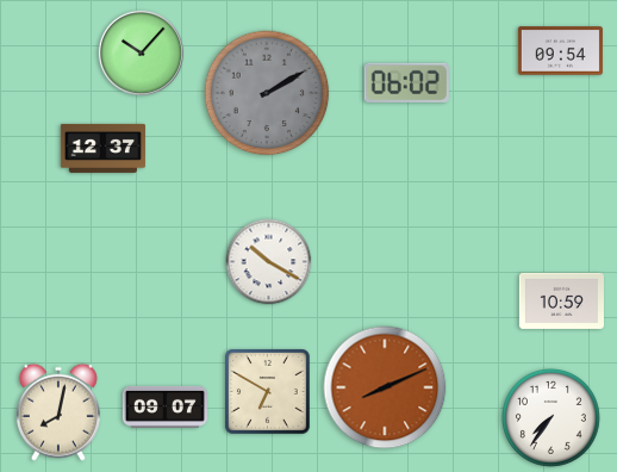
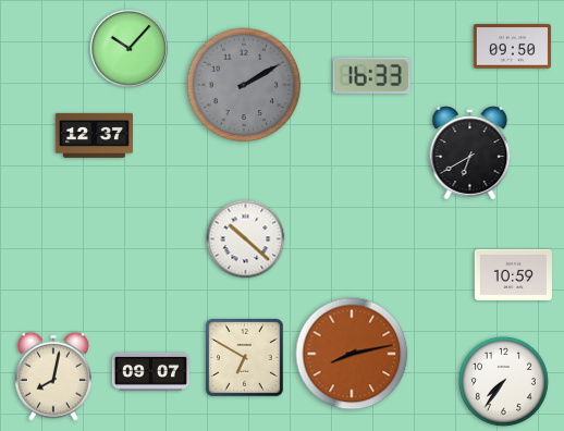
clock at (560, 51): 09:54 -> 09:50
clock at (406, 82): 06:02 -> 16:33
clock at (470, 153): none -> 6:40
clock at (269, 262): 10:20 -> 10:22
clock at (385, 387): 8:11 -> 8:13
